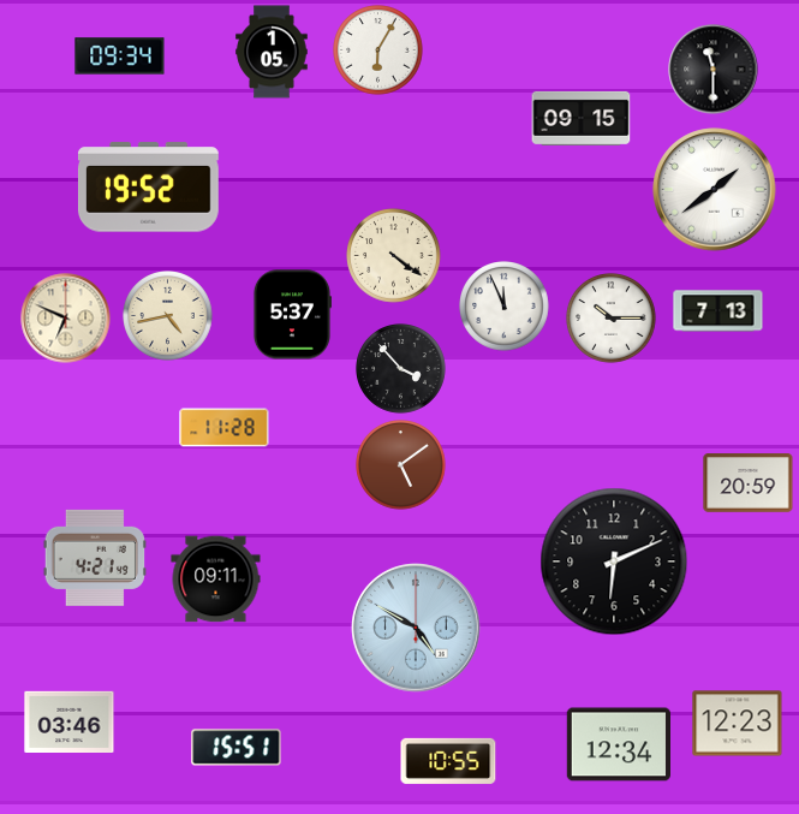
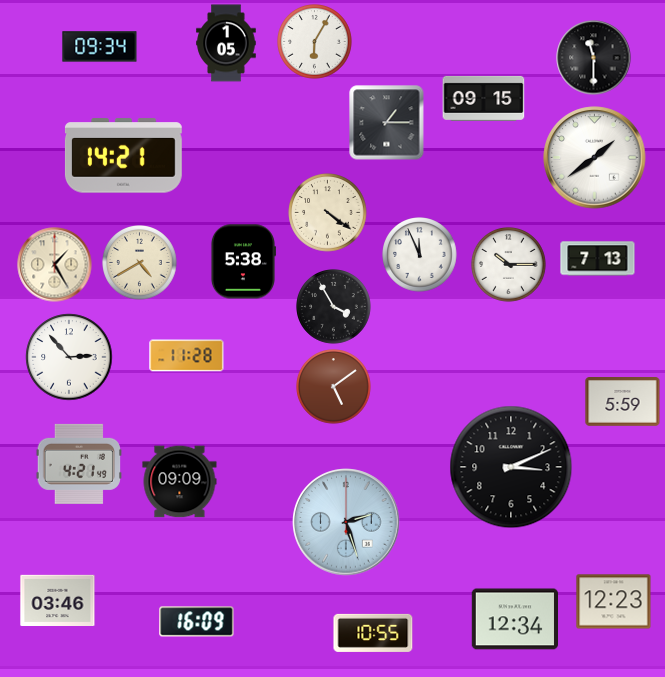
clock at (387, 123): none -> 1:15
clock at (148, 188): 19:52 -> 14:21
clock at (292, 315): 5:37 -> 5:38
clock at (168, 316): 4:43 -> 4:40
clock at (66, 319): 6:49 -> 1:25
clock at (401, 369): 3:53 -> 3:55
clock at (69, 357): none -> 2:53
clock at (749, 483): 20:59 -> 5:59
clock at (614, 562): 6:11 -> 3:11
clock at (216, 580): 09:11 -> 09:09
clock at (416, 628): 4:50 -> 2:27
clock at (237, 748): 15:51 -> 16:09
